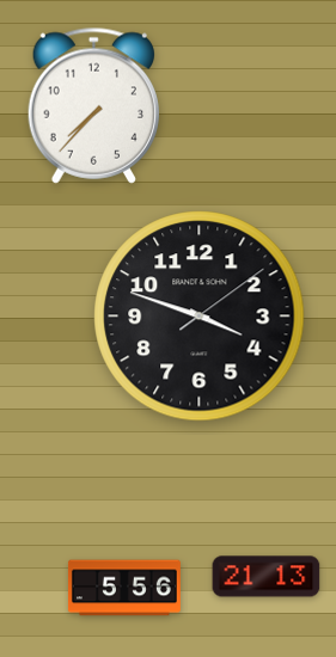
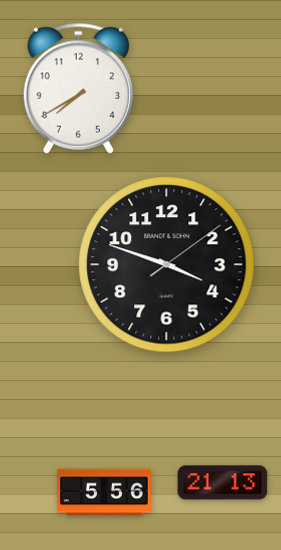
clock at (93, 105): 7:37 -> 7:40
